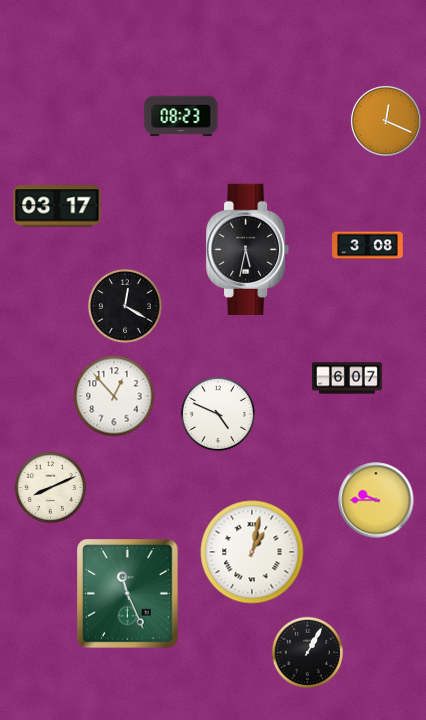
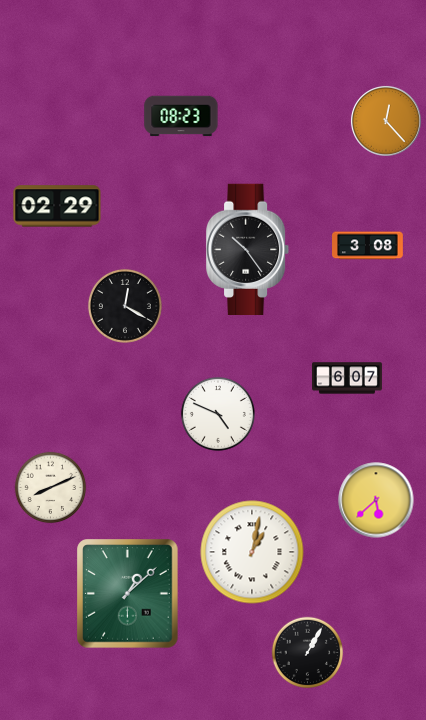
clock at (387, 122): 12:19 -> 12:23
clock at (57, 206): 03:17 -> 02:29
clock at (249, 249): 5:32 -> 10:24
clock at (114, 396): 12:53 -> none
clock at (376, 500): 9:45 -> 5:38
clock at (128, 594): 11:26 -> 1:08
